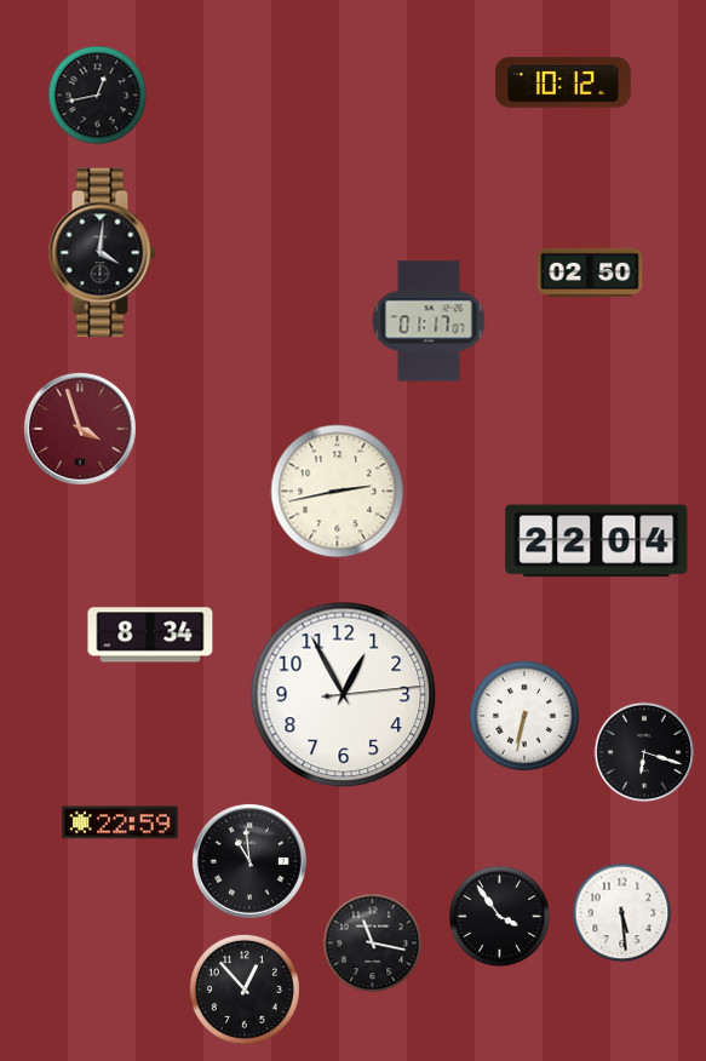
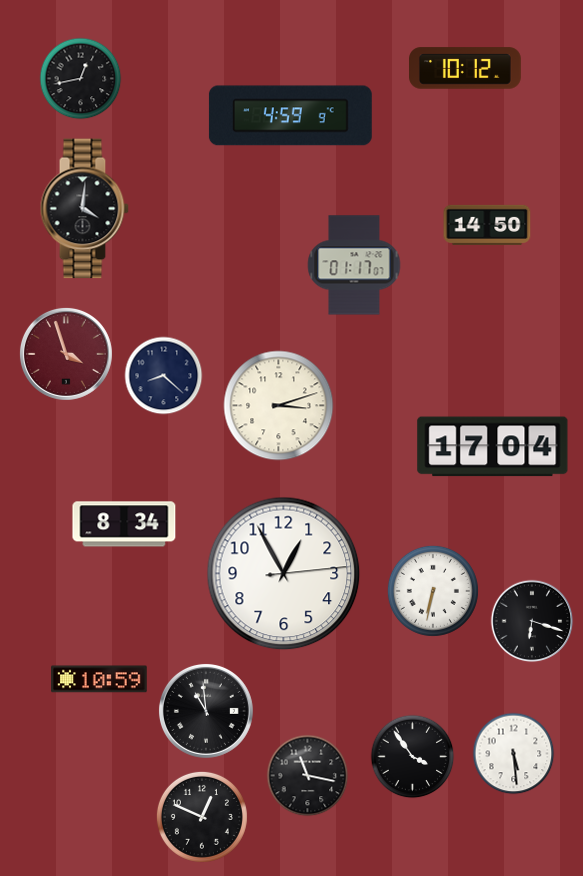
clock at (290, 116): none -> 4:59
clock at (590, 273): 02:50 -> 14:50
clock at (164, 376): none -> 8:22
clock at (338, 492): 2:43 -> 3:12
clock at (597, 541): 22:04 -> 17:04
clock at (120, 822): 22:59 -> 10:59
clock at (373, 944) position: (373, 944) -> (308, 776)
clock at (245, 990): 12:53 -> 12:49
